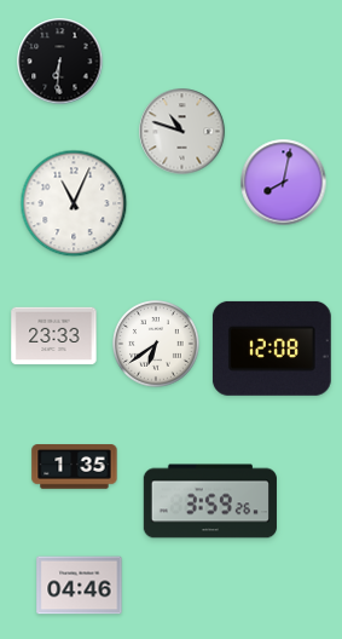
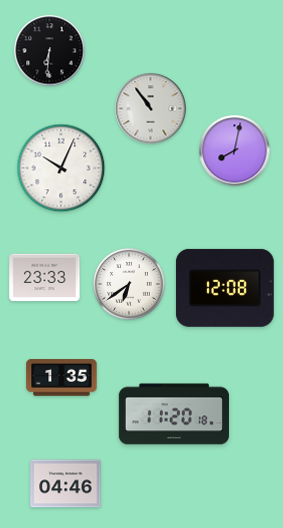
clock at (182, 132): 10:48 -> 10:54
clock at (74, 203): 11:04 -> 10:04
clock at (75, 467) position: (75, 467) -> (62, 378)
clock at (210, 501): 3:59 -> 11:20
